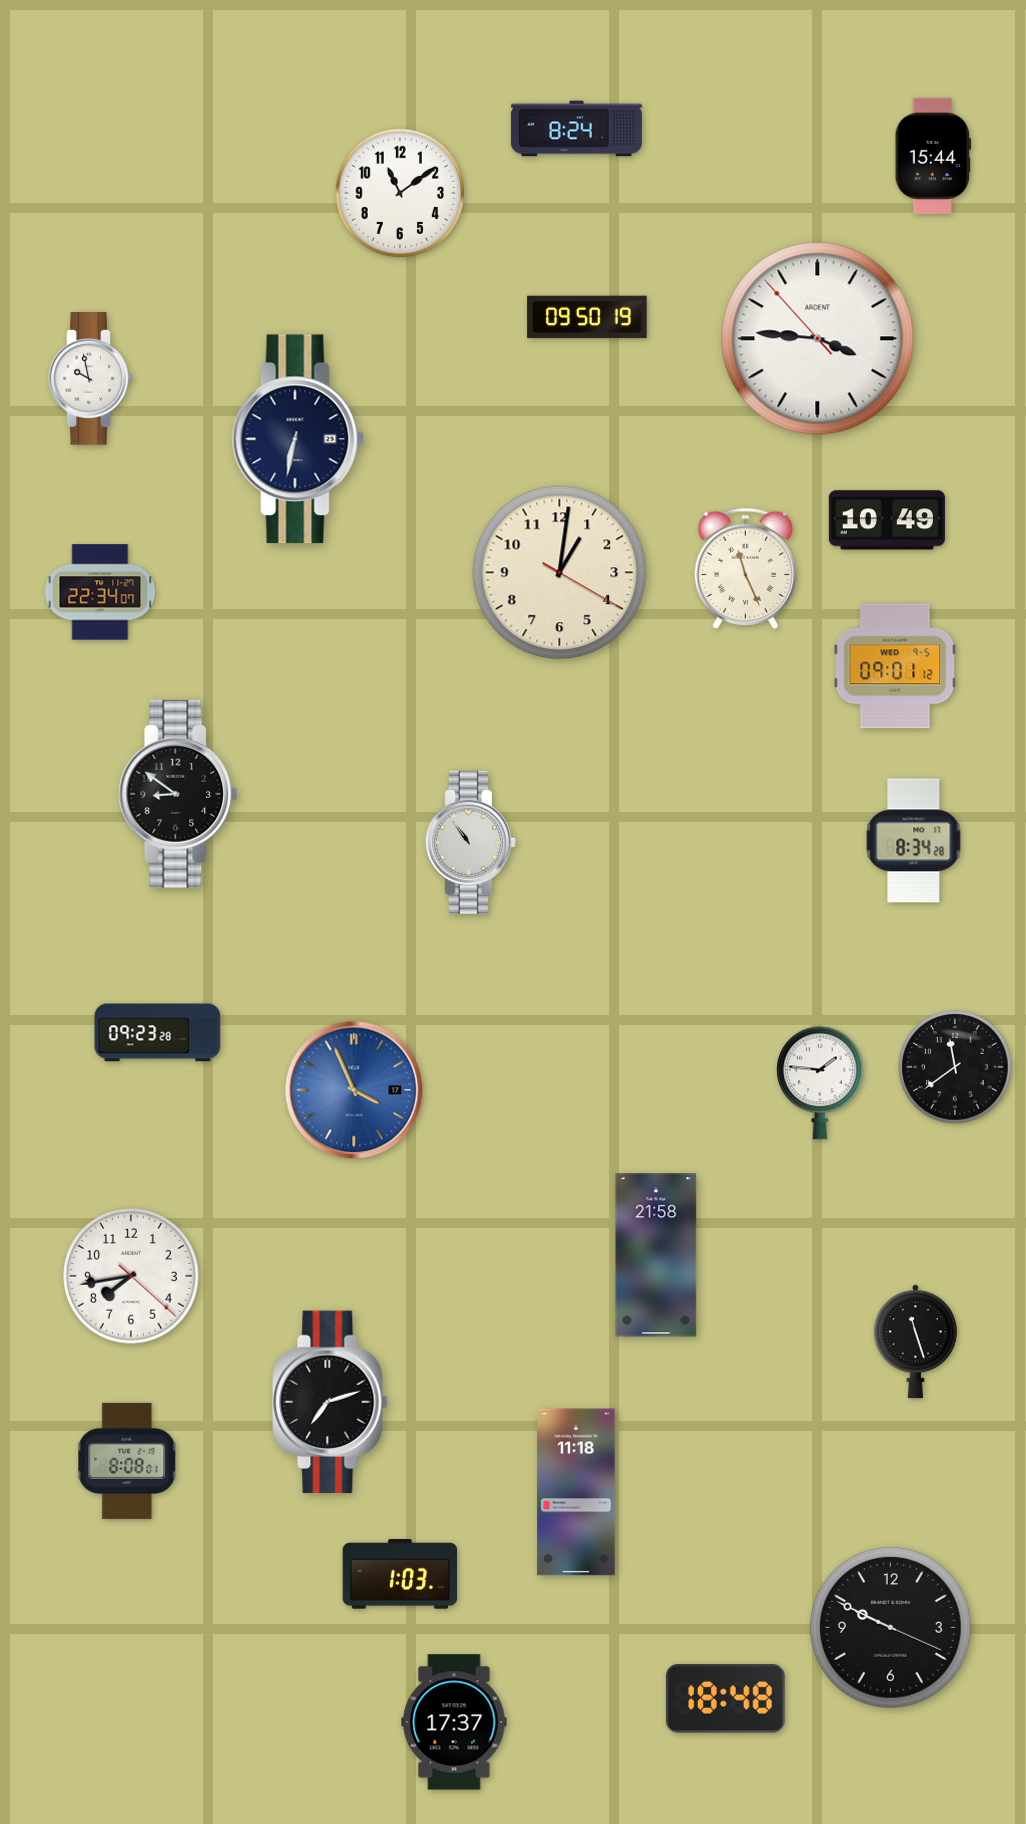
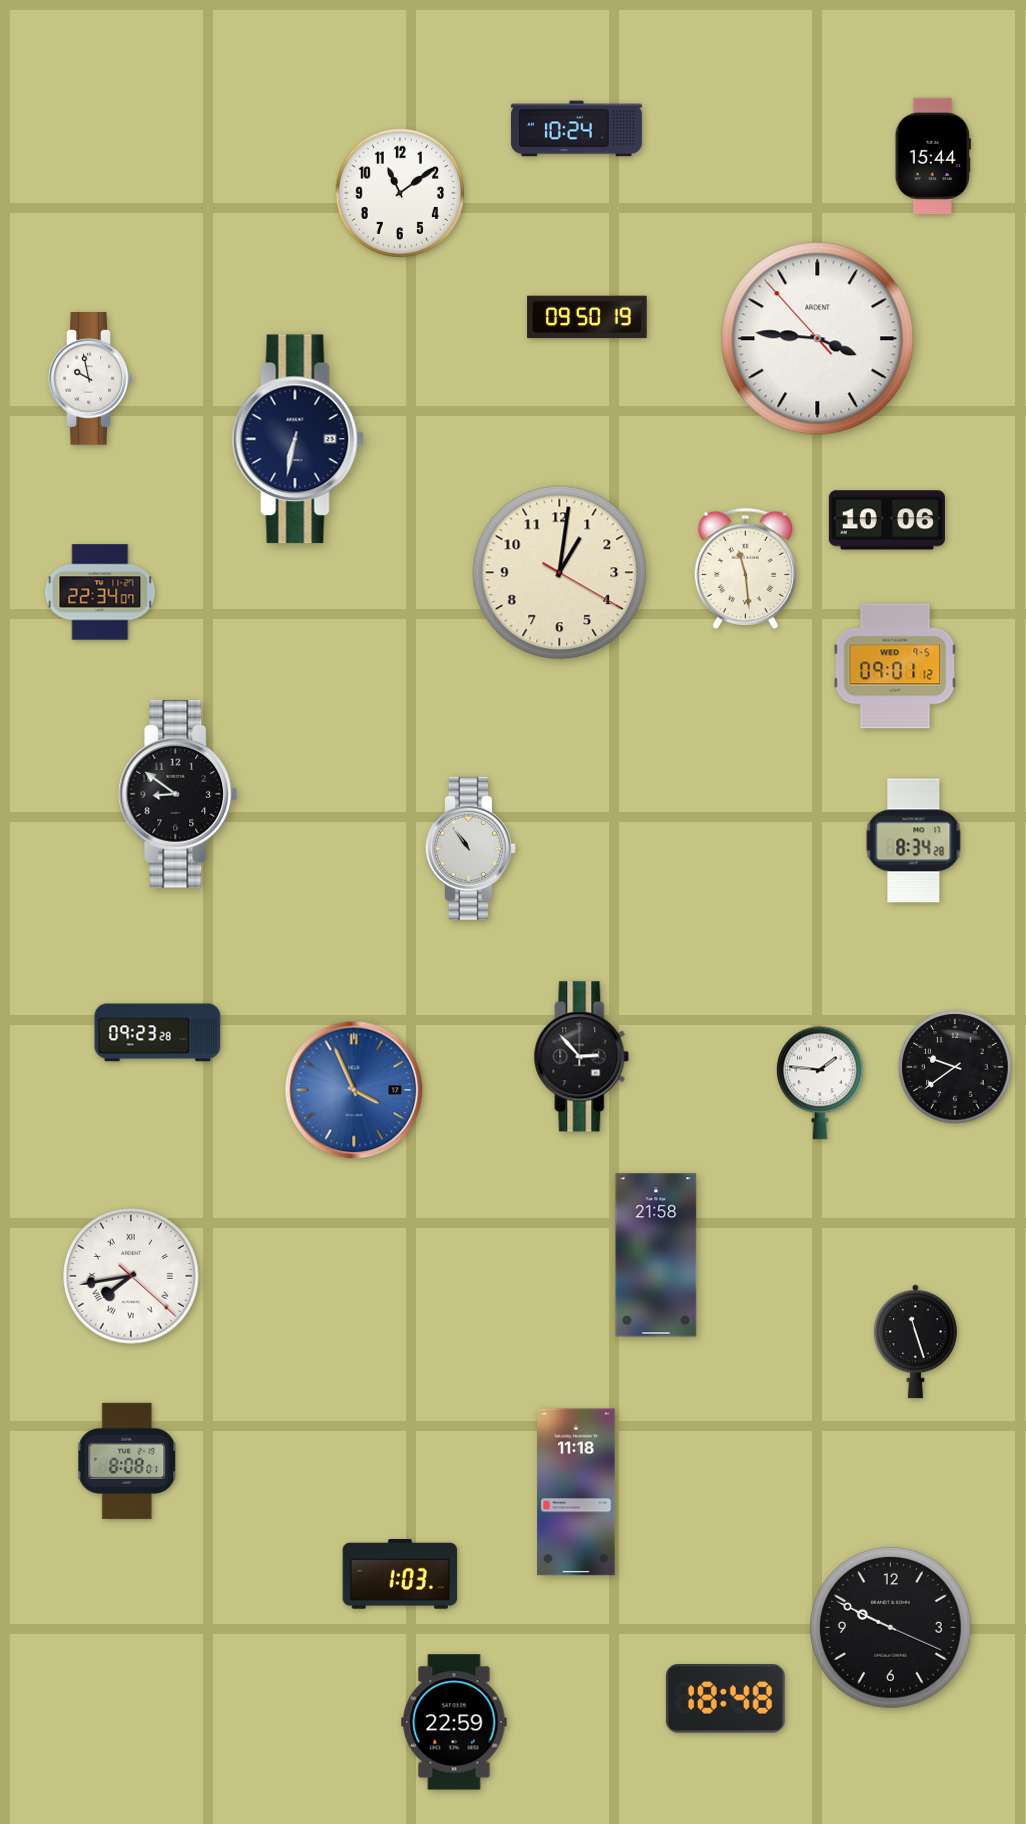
clock at (576, 129): 8:24 -> 10:24
clock at (887, 520): 10:49 -> 10:06
clock at (745, 569): 11:26 -> 11:29
clock at (470, 842) position: (470, 842) -> (470, 848)
clock at (582, 1057): none -> 2:53
clock at (955, 1067): 11:39 -> 9:39
clock at (132, 1277) numerals: Arabic -> Roman
clock at (330, 1402): 7:12 -> none
clock at (454, 1722): 17:37 -> 22:59
